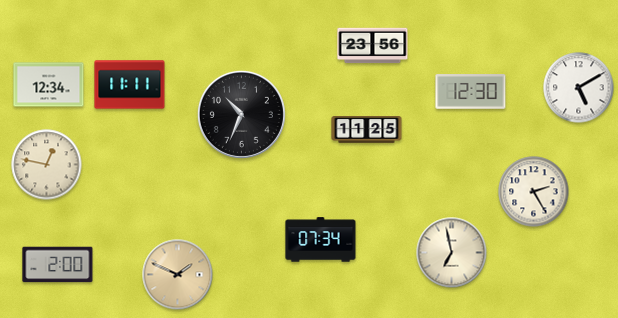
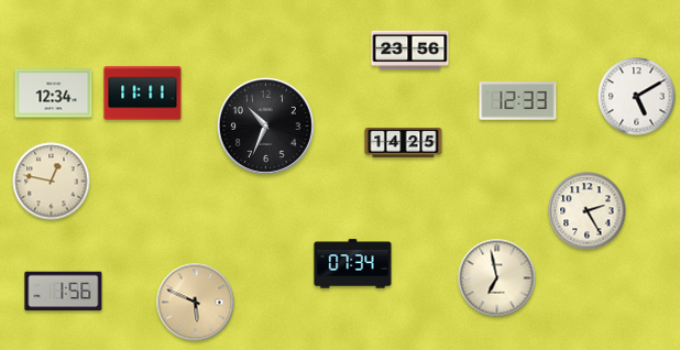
clock at (471, 92): 12:30 -> 12:33
clock at (367, 130): 11:25 -> 14:25
clock at (58, 265): 2:00 -> 1:56
clock at (178, 275): 1:49 -> 5:49
